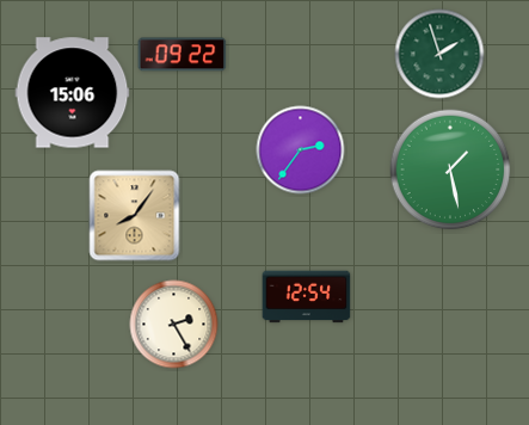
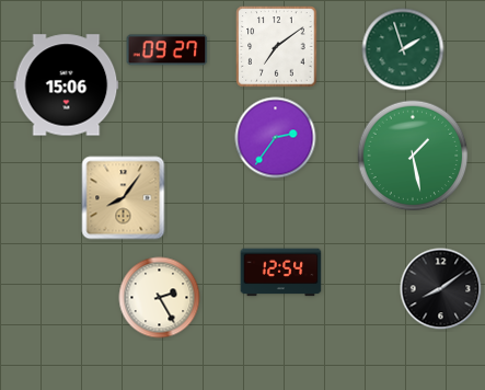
clock at (277, 47): none -> 7:09
clock at (183, 55): 09:22 -> 09:27
clock at (441, 289): none -> 8:09
